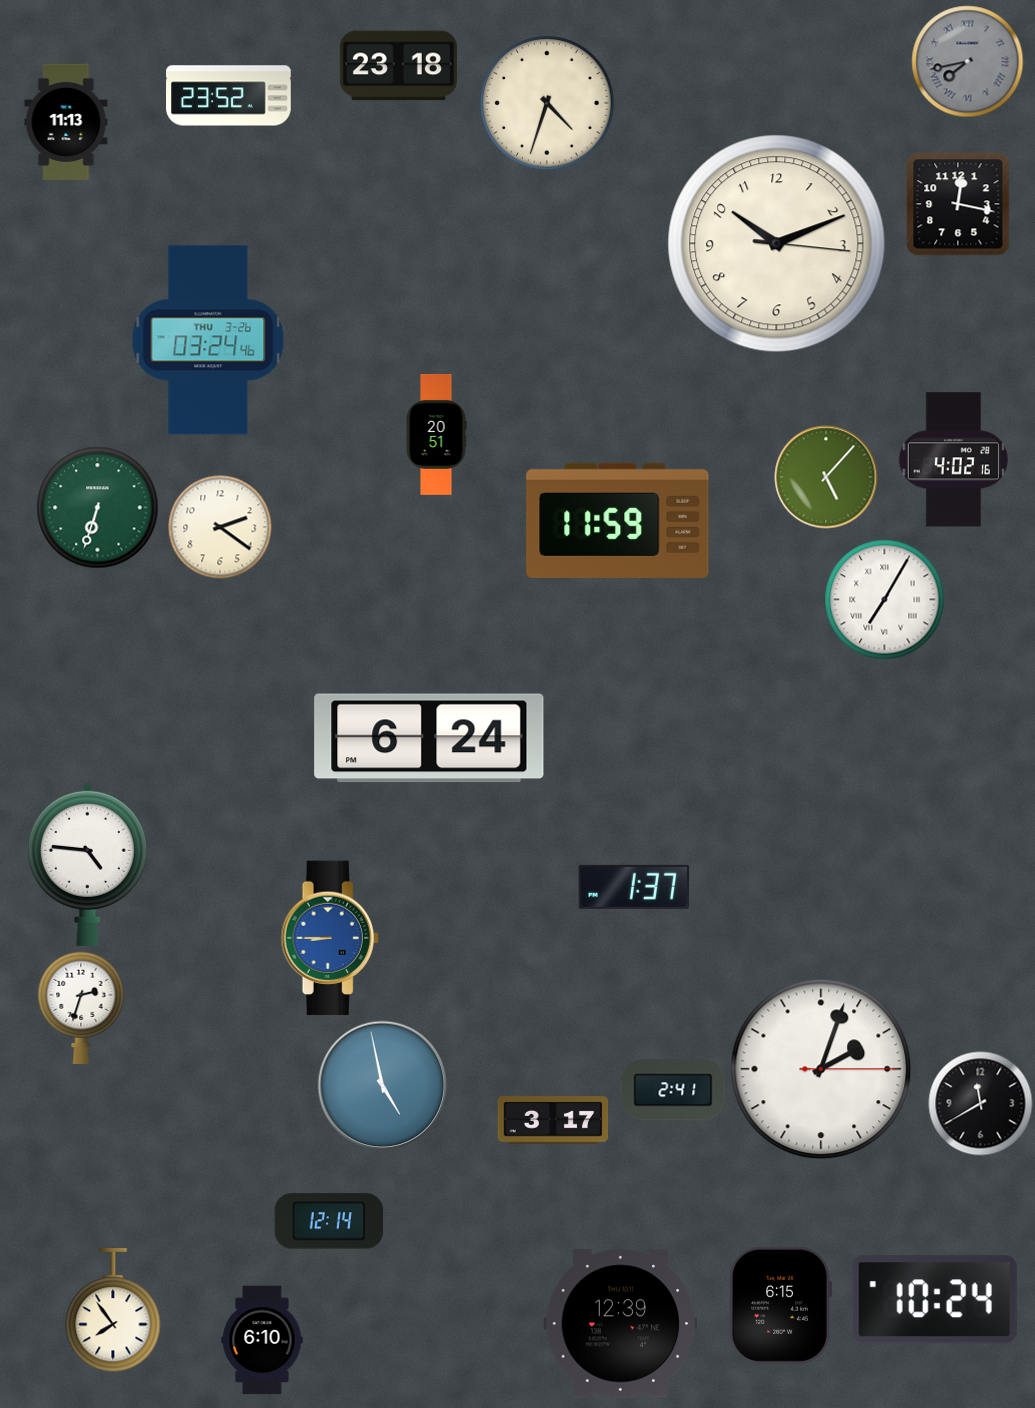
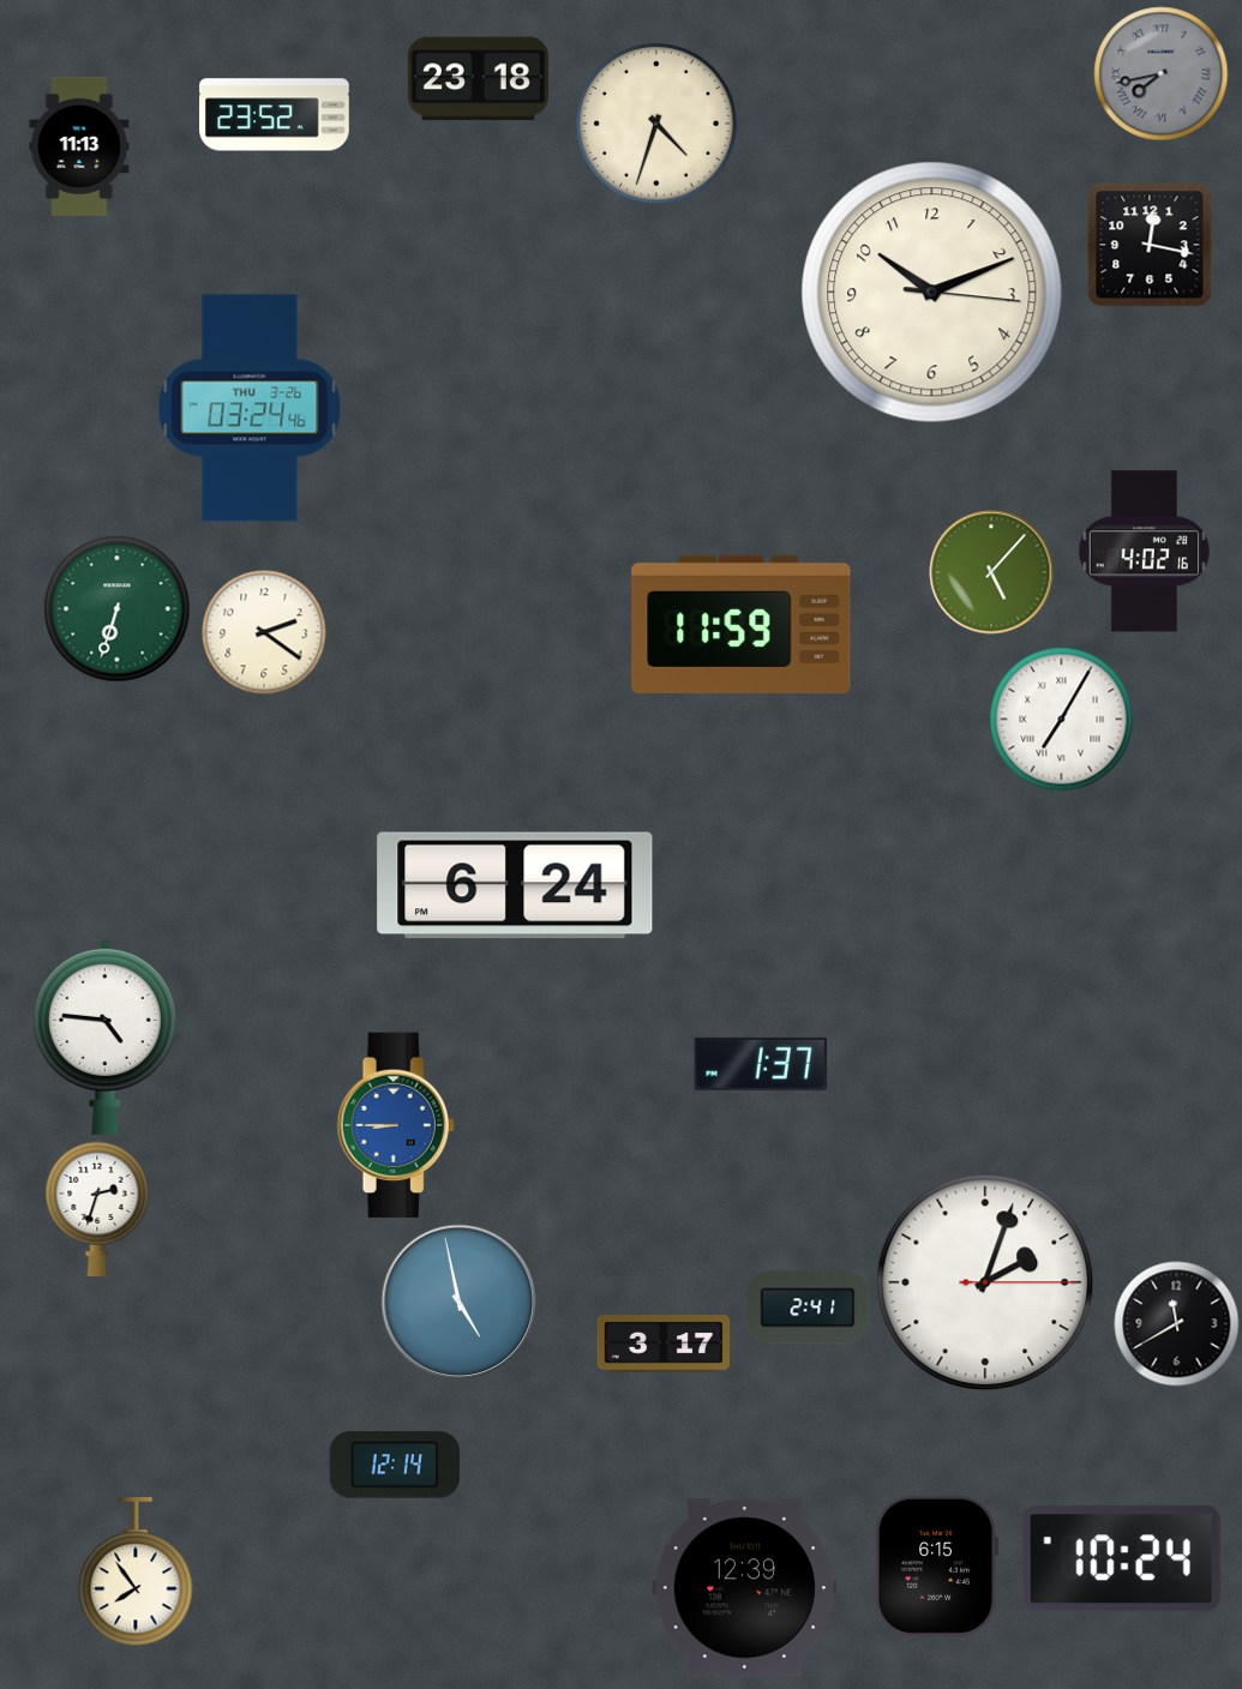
clock at (436, 434): 20:51 -> none
clock at (262, 1340): 6:10 -> none
